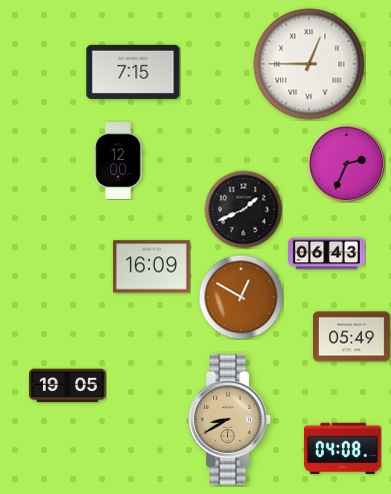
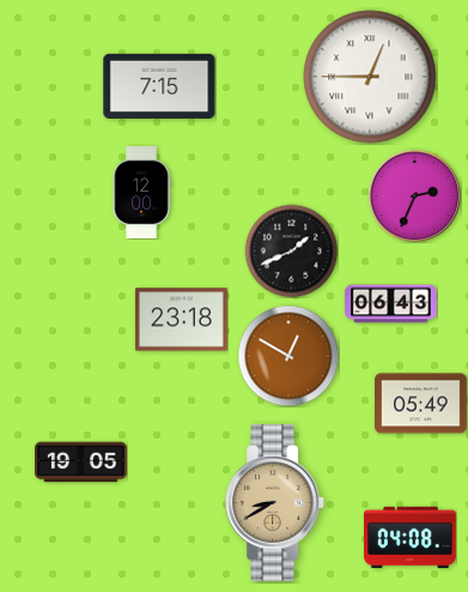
clock at (152, 267): 16:09 -> 23:18
